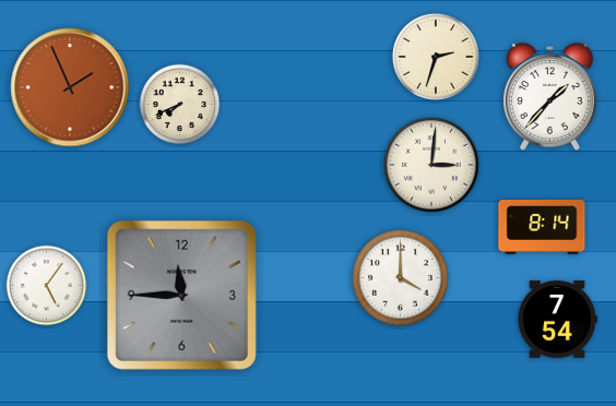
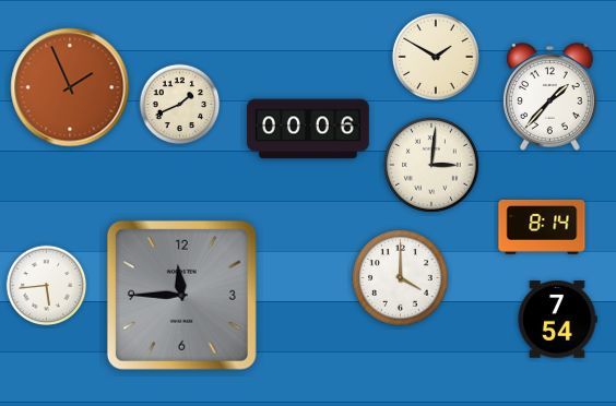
clock at (436, 57): 2:33 -> 1:50
clock at (180, 105): 7:41 -> 1:41
clock at (308, 129): none -> 00:06
clock at (47, 286): 5:06 -> 5:44
